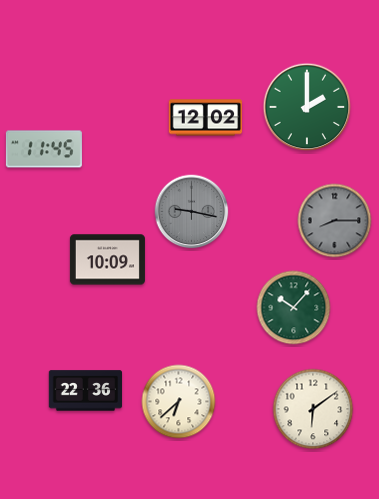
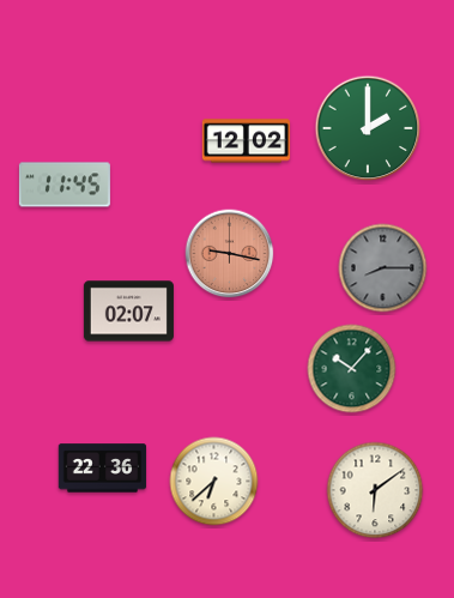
clock at (44, 149) position: (44, 149) -> (65, 185)
clock at (192, 212) dial: grey -> salmon
clock at (335, 221) position: (335, 221) -> (383, 268)
clock at (107, 260): 10:09 -> 02:07
